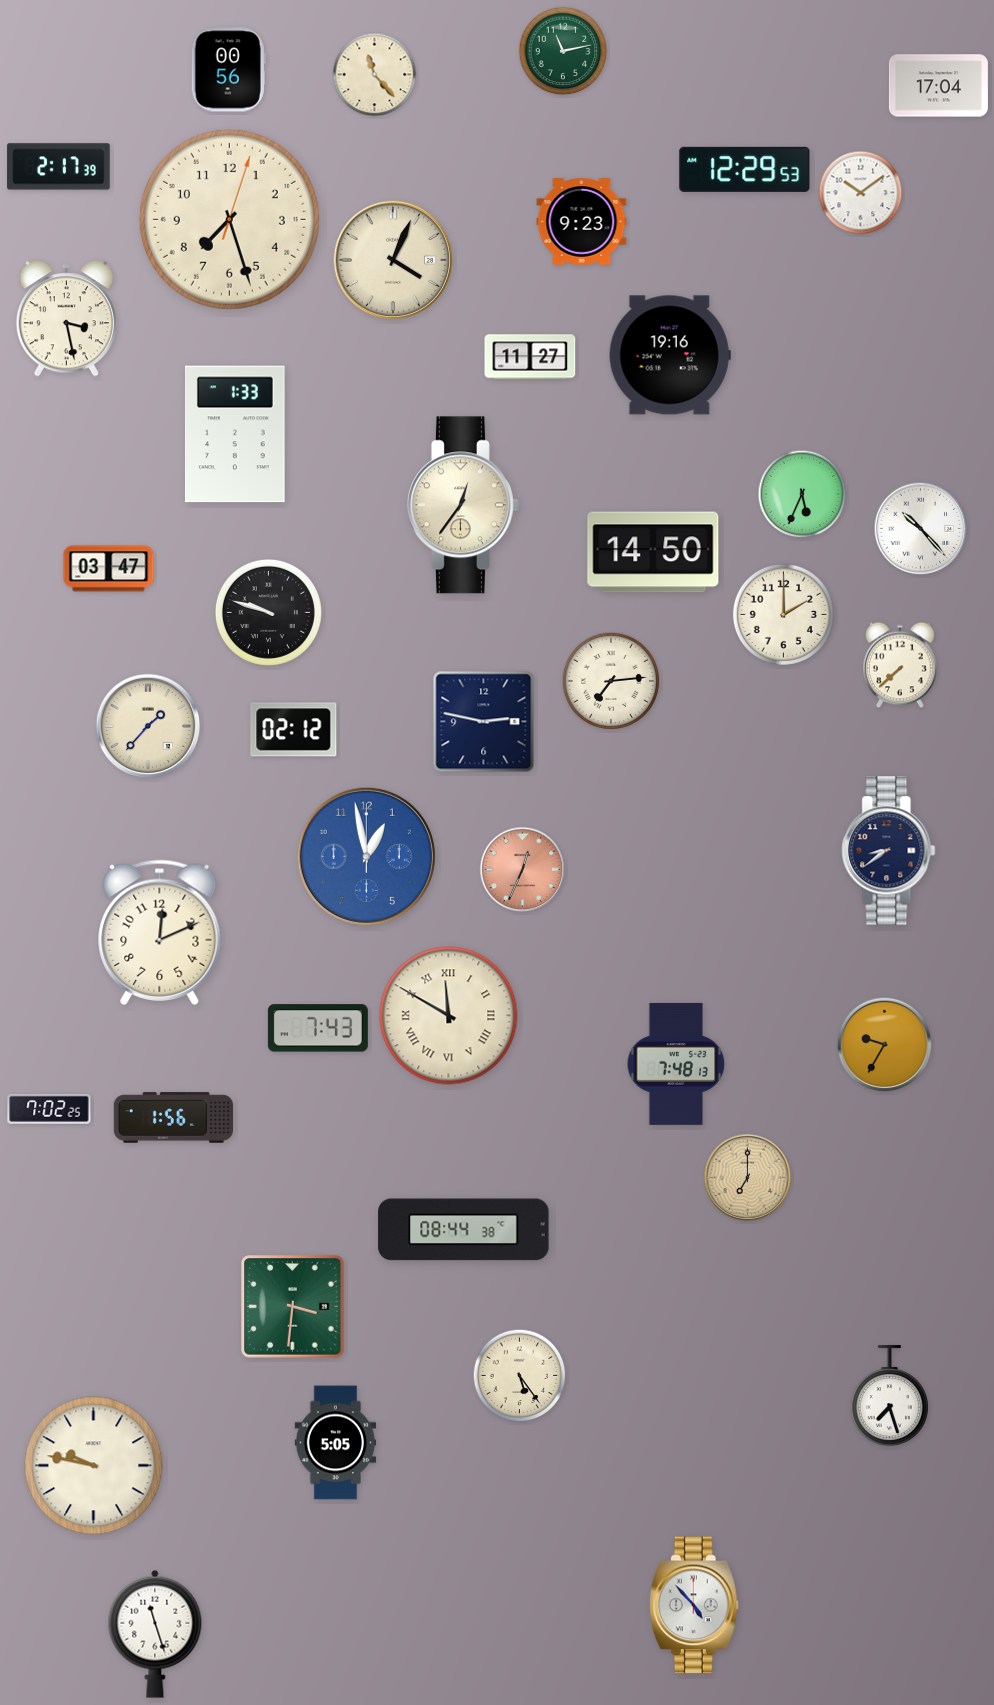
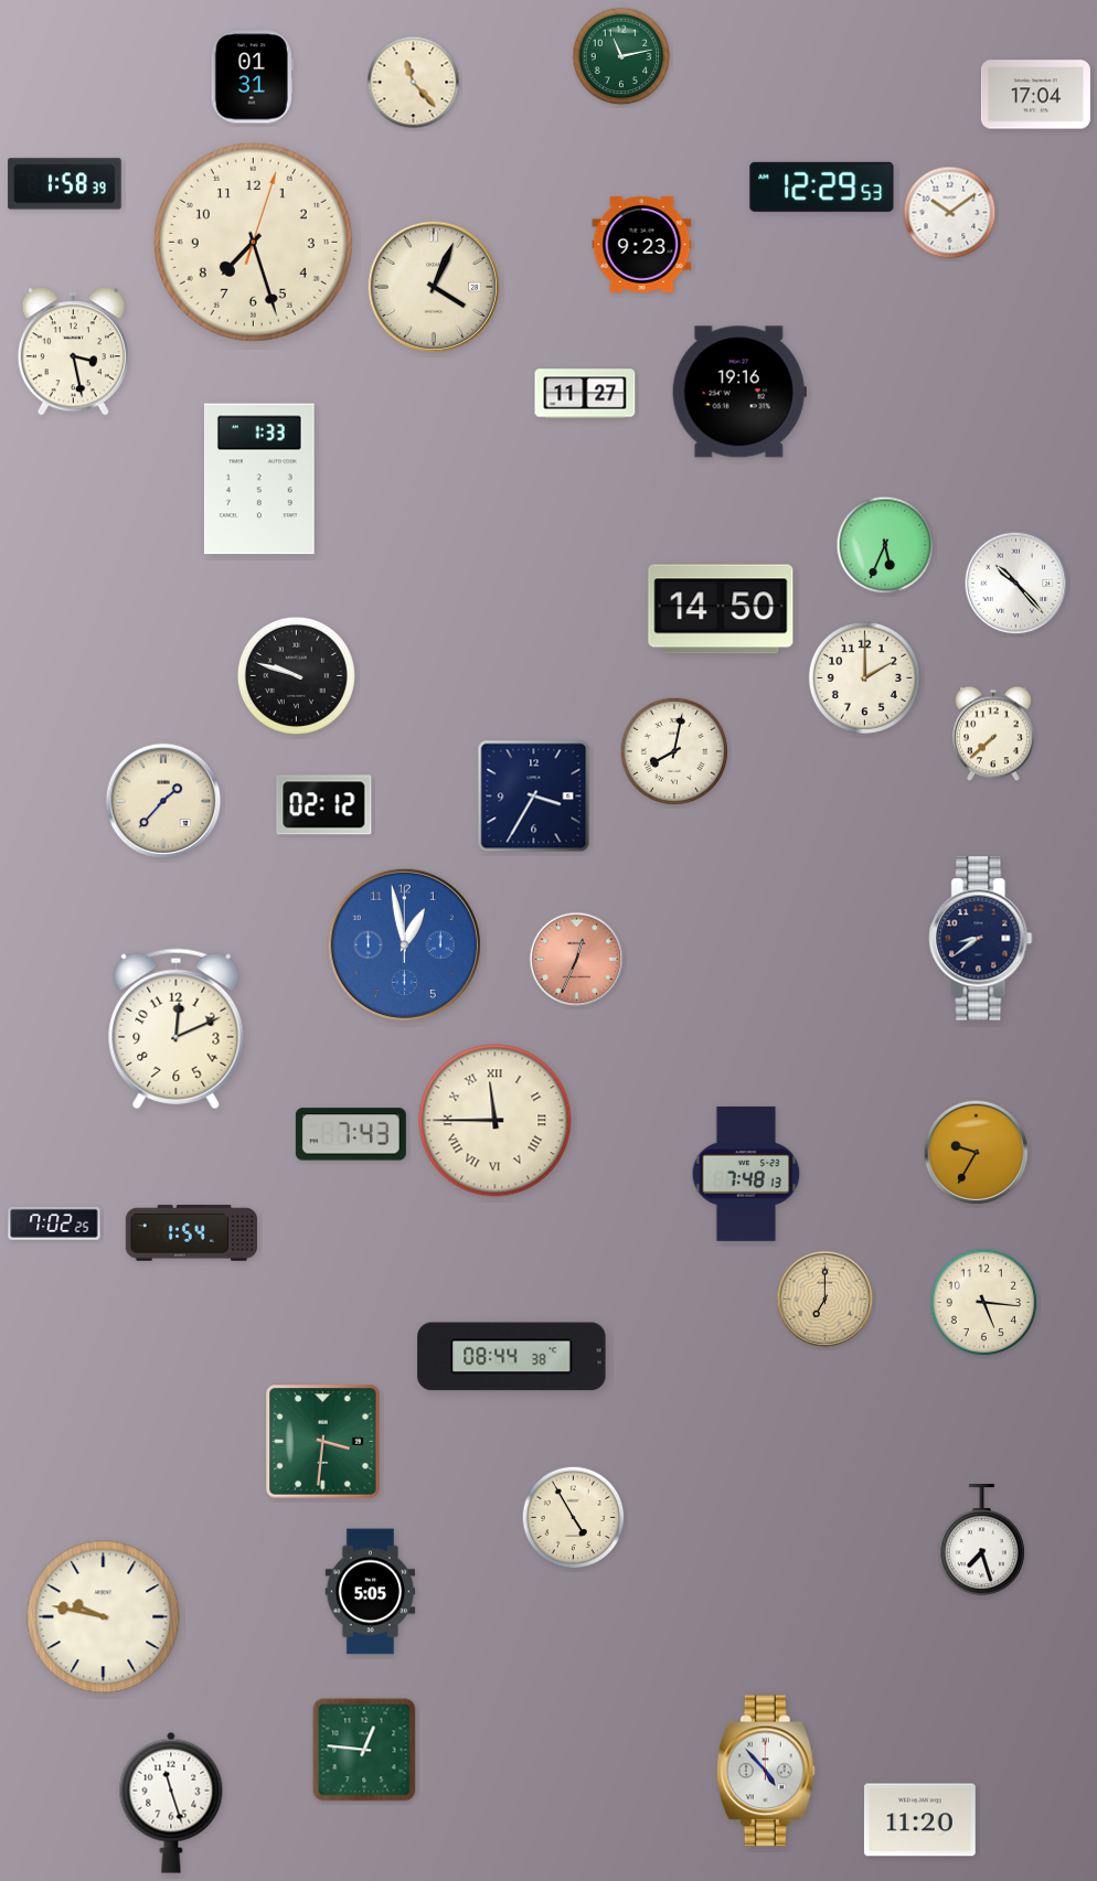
clock at (228, 70): 00:56 -> 01:31
clock at (59, 167): 2:17 -> 1:58
clock at (463, 505): 12:36 -> none
clock at (109, 569): 03:47 -> none
clock at (610, 680): 7:14 -> 8:02
clock at (484, 722): 2:47 -> 3:35
clock at (449, 1016): 11:50 -> 11:45
clock at (173, 1118): 1:56 -> 1:54
clock at (984, 1303): none -> 5:16
clock at (520, 1376): 5:24 -> 4:55
clock at (364, 1750): none -> 12:46
clock at (919, 1820): none -> 11:20
